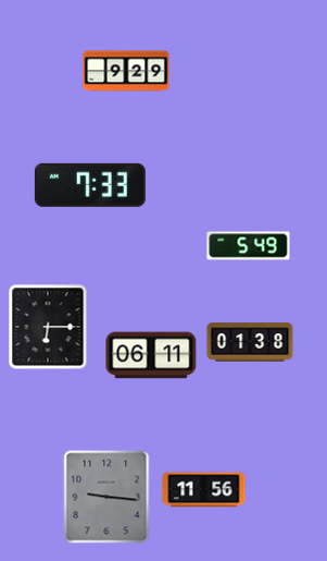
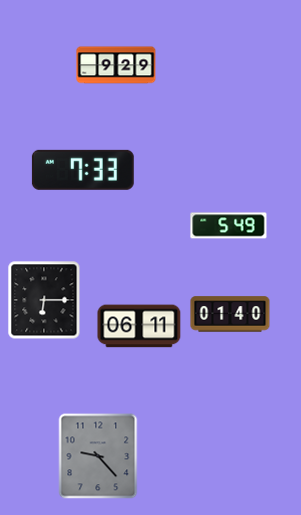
clock at (250, 342): 01:38 -> 01:40
clock at (204, 490): 11:56 -> none
clock at (106, 497): 9:16 -> 9:23
